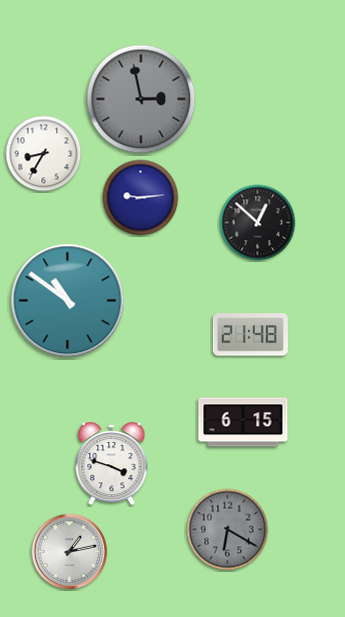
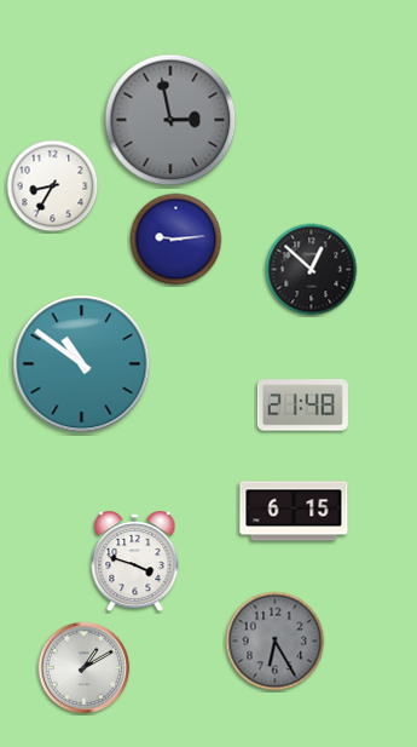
clock at (141, 198) position: (141, 198) -> (176, 240)
clock at (228, 530): 6:20 -> 6:25
clock at (70, 552): 1:13 -> 1:10
